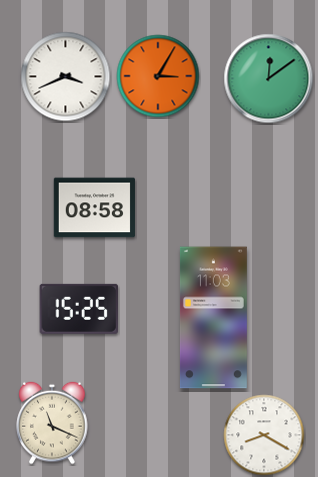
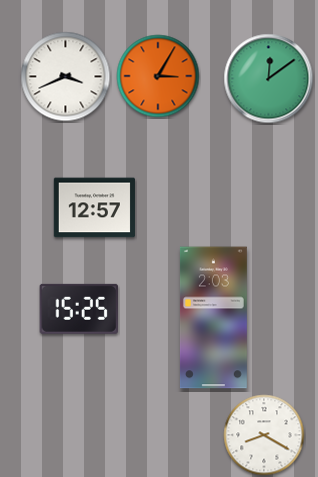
clock at (94, 208): 08:58 -> 12:57
clock at (213, 318): 11:03 -> 2:03
clock at (52, 423): 11:19 -> none
